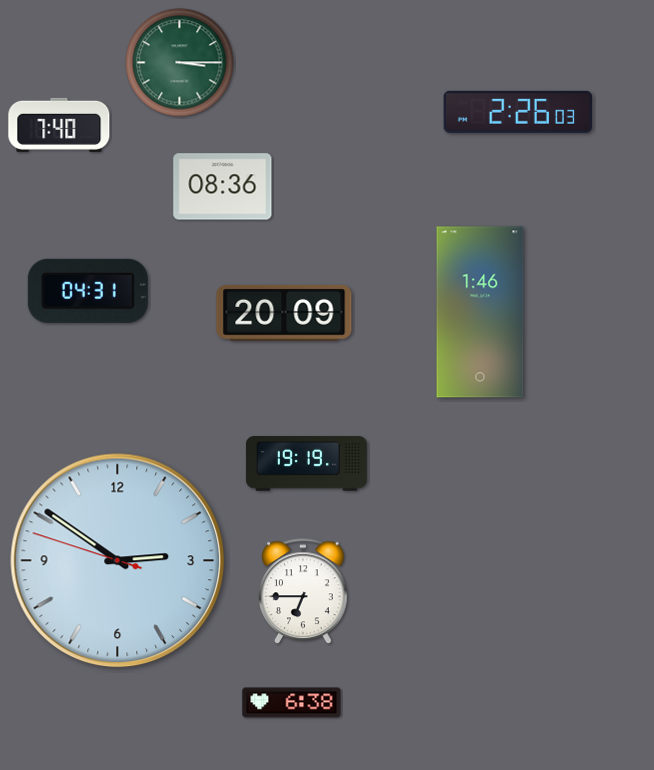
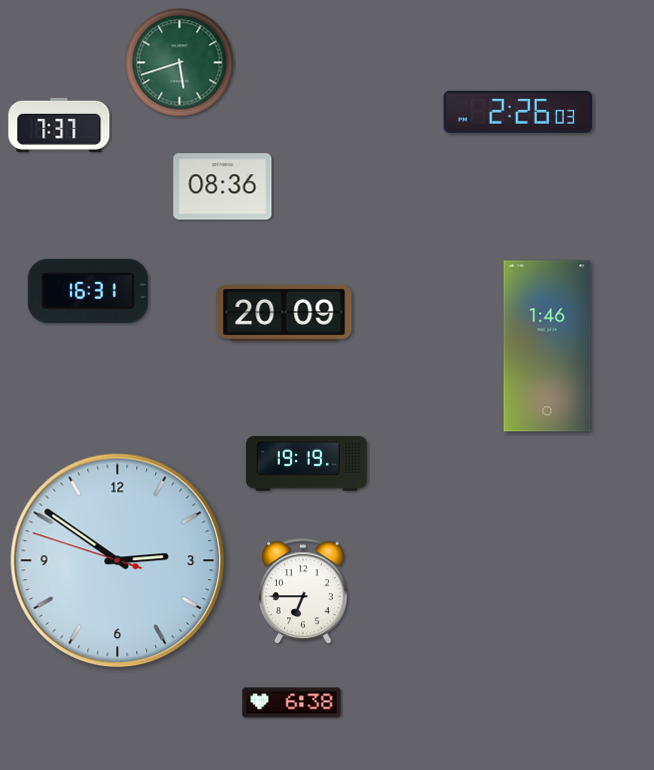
clock at (180, 63): 3:15 -> 5:42
clock at (59, 125): 7:40 -> 7:37
clock at (88, 291): 04:31 -> 16:31
clock at (480, 312) position: (480, 312) -> (547, 346)
